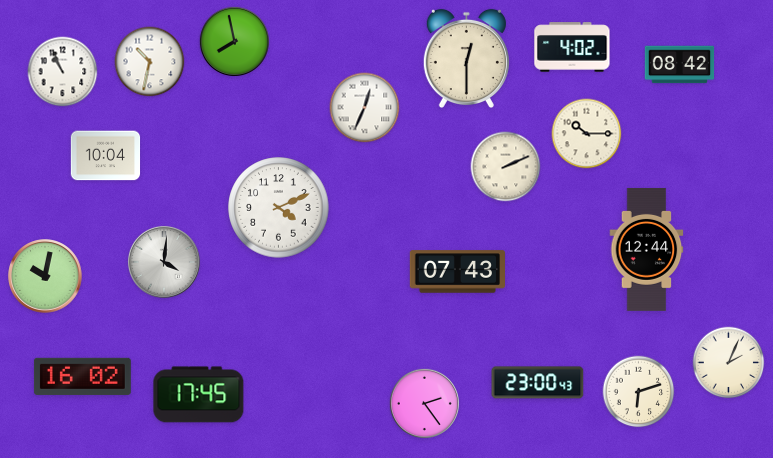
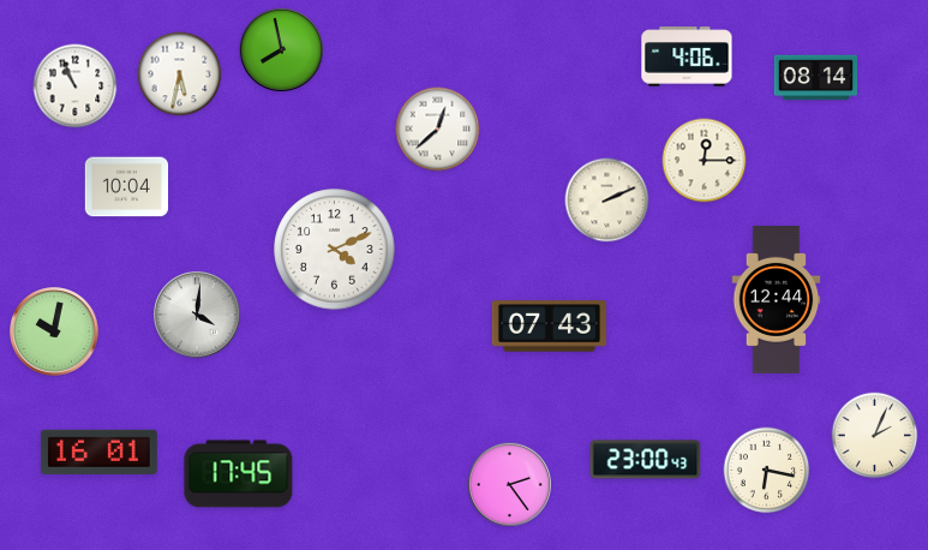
clock at (572, 47): 4:02 -> 4:06
clock at (466, 59): 12:30 -> none
clock at (150, 62): 10:32 -> 5:32
clock at (680, 65): 08:42 -> 08:14
clock at (365, 108): 12:34 -> 12:38
clock at (587, 134): 10:15 -> 12:15
clock at (82, 376): 16:02 -> 16:01
clock at (639, 392): 6:12 -> 6:17
